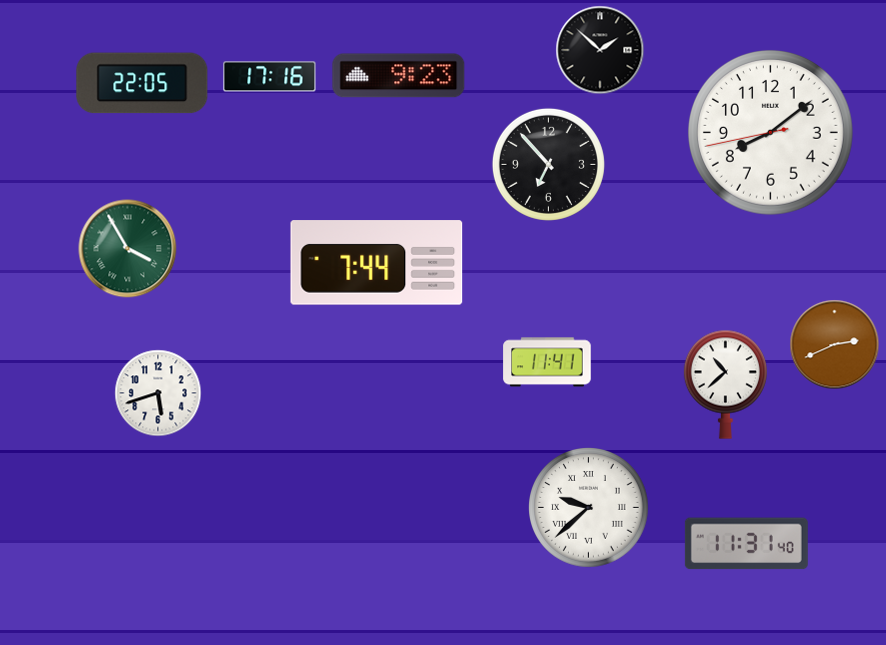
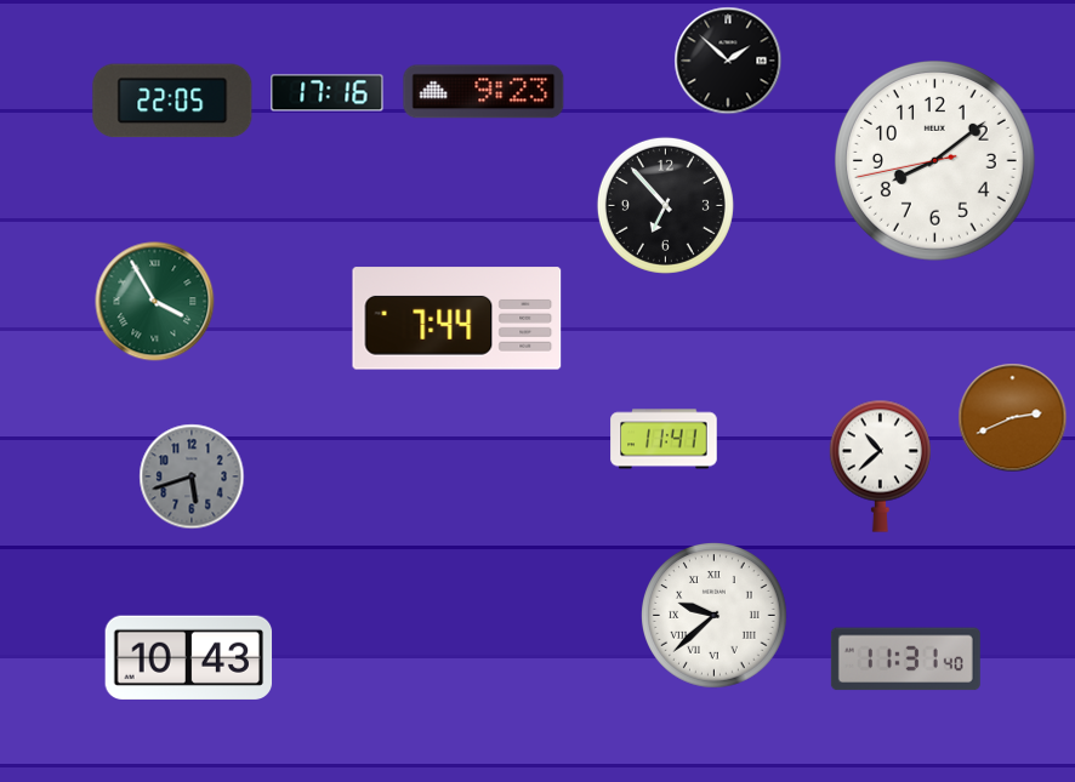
clock at (548, 164) position: (548, 164) -> (665, 205)
clock at (158, 393) dial: white -> grey
clock at (189, 657): none -> 10:43
